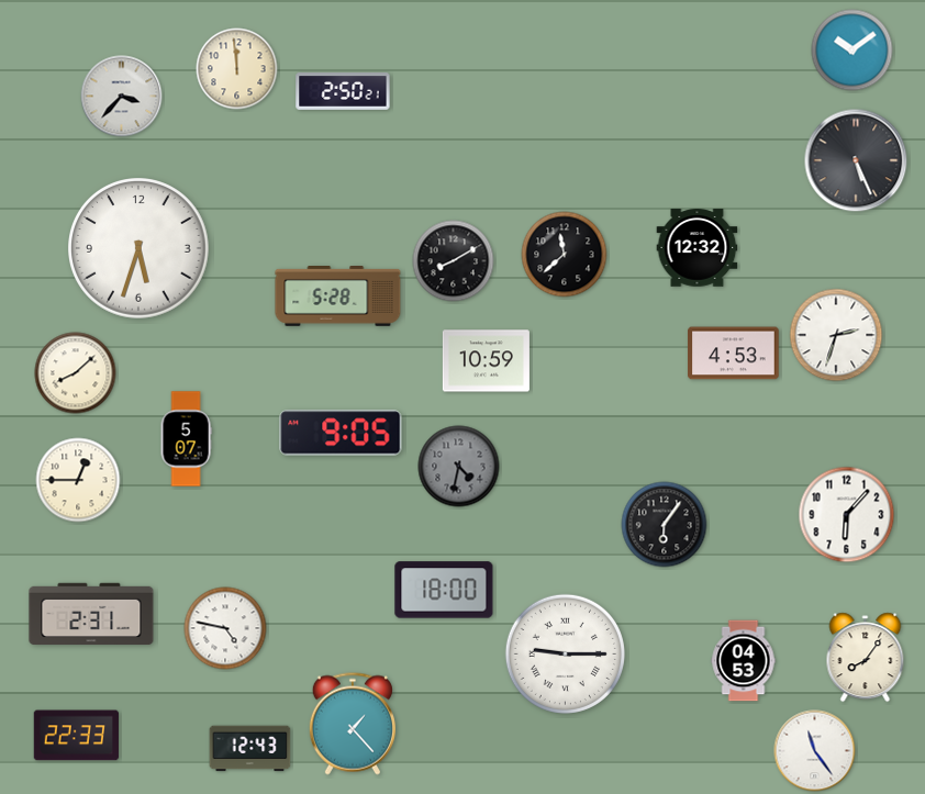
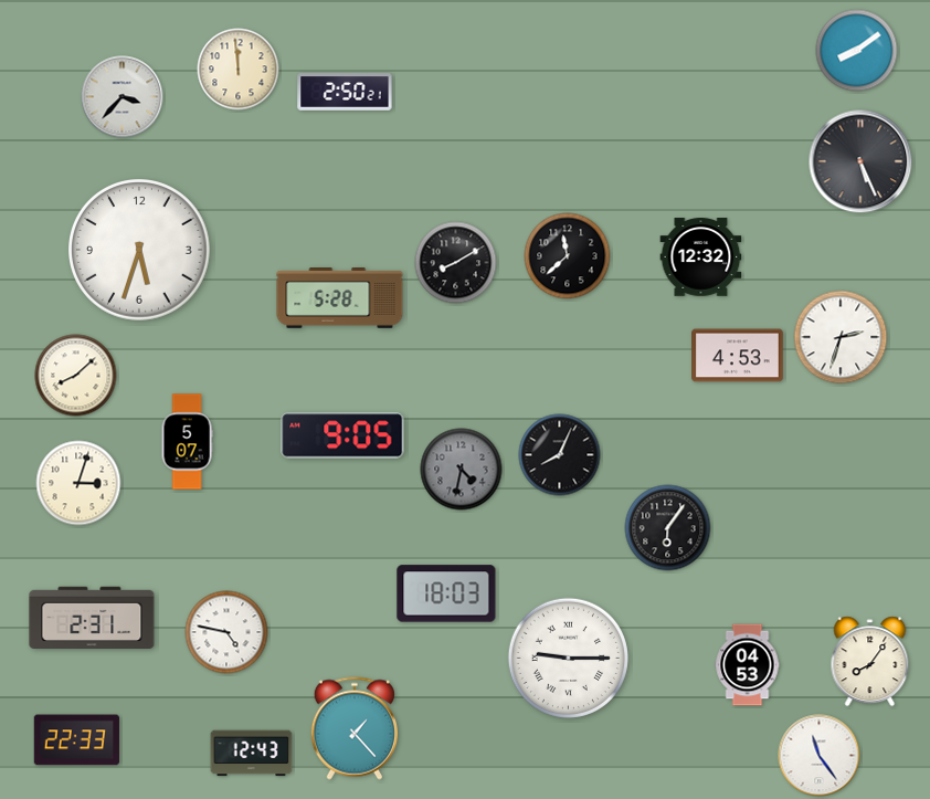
clock at (852, 51): 10:09 -> 8:09
clock at (698, 248) position: (698, 248) -> (701, 257)
clock at (486, 361): 10:59 -> none
clock at (560, 455): none -> 8:04
clock at (78, 480): 12:45 -> 3:03
clock at (847, 515): 6:07 -> none
clock at (444, 590): 18:00 -> 18:03
